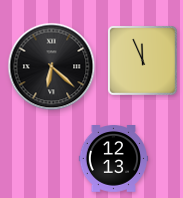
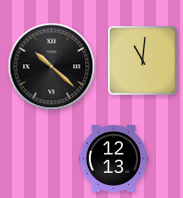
clock at (143, 61): 11:56 -> 11:01
clock at (52, 67): 6:22 -> 10:22
